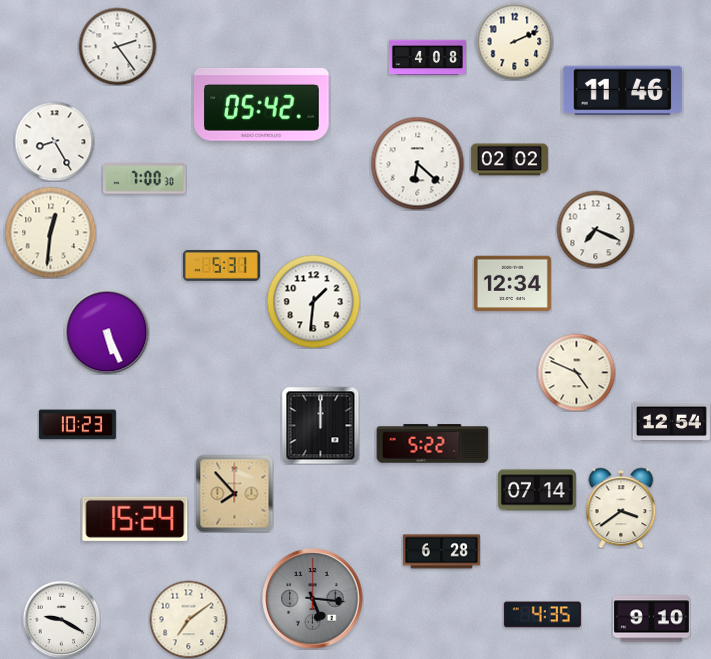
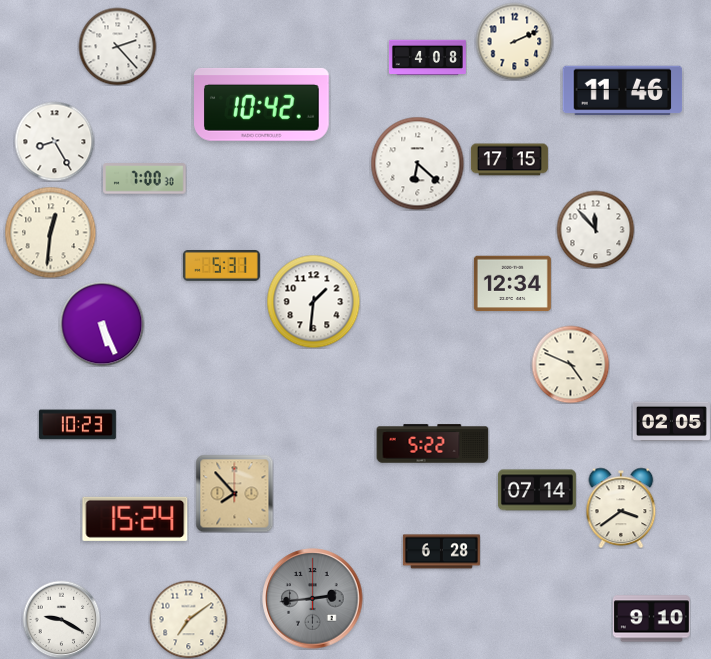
clock at (117, 46): 2:24 -> 2:23
clock at (262, 104): 05:42 -> 10:42
clock at (509, 160): 02:02 -> 17:15
clock at (595, 229): 7:19 -> 11:53
clock at (107, 332) position: (107, 332) -> (102, 324)
clock at (576, 372) position: (576, 372) -> (570, 364)
clock at (671, 421): 12:54 -> 02:05
clock at (320, 425): 12:00 -> none
clock at (313, 599): 5:16 -> 2:44
clock at (542, 615): 4:35 -> none
